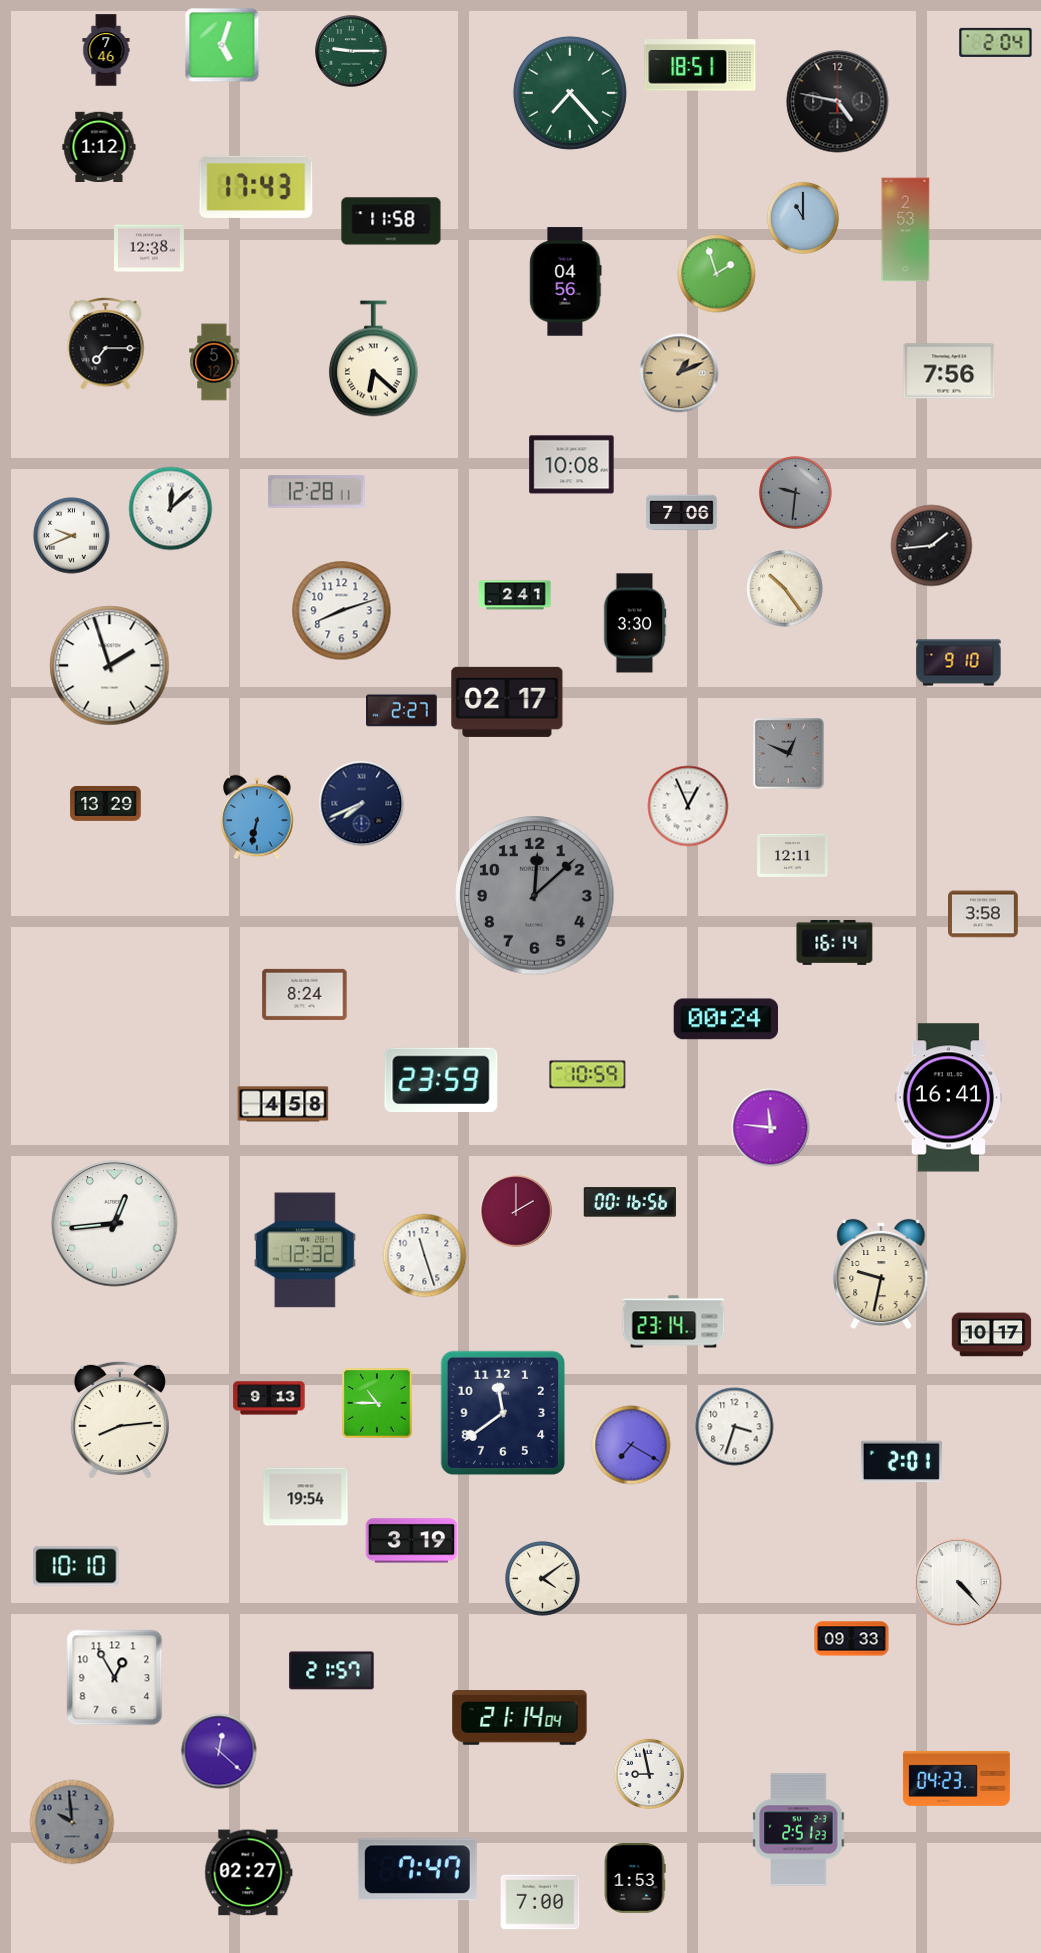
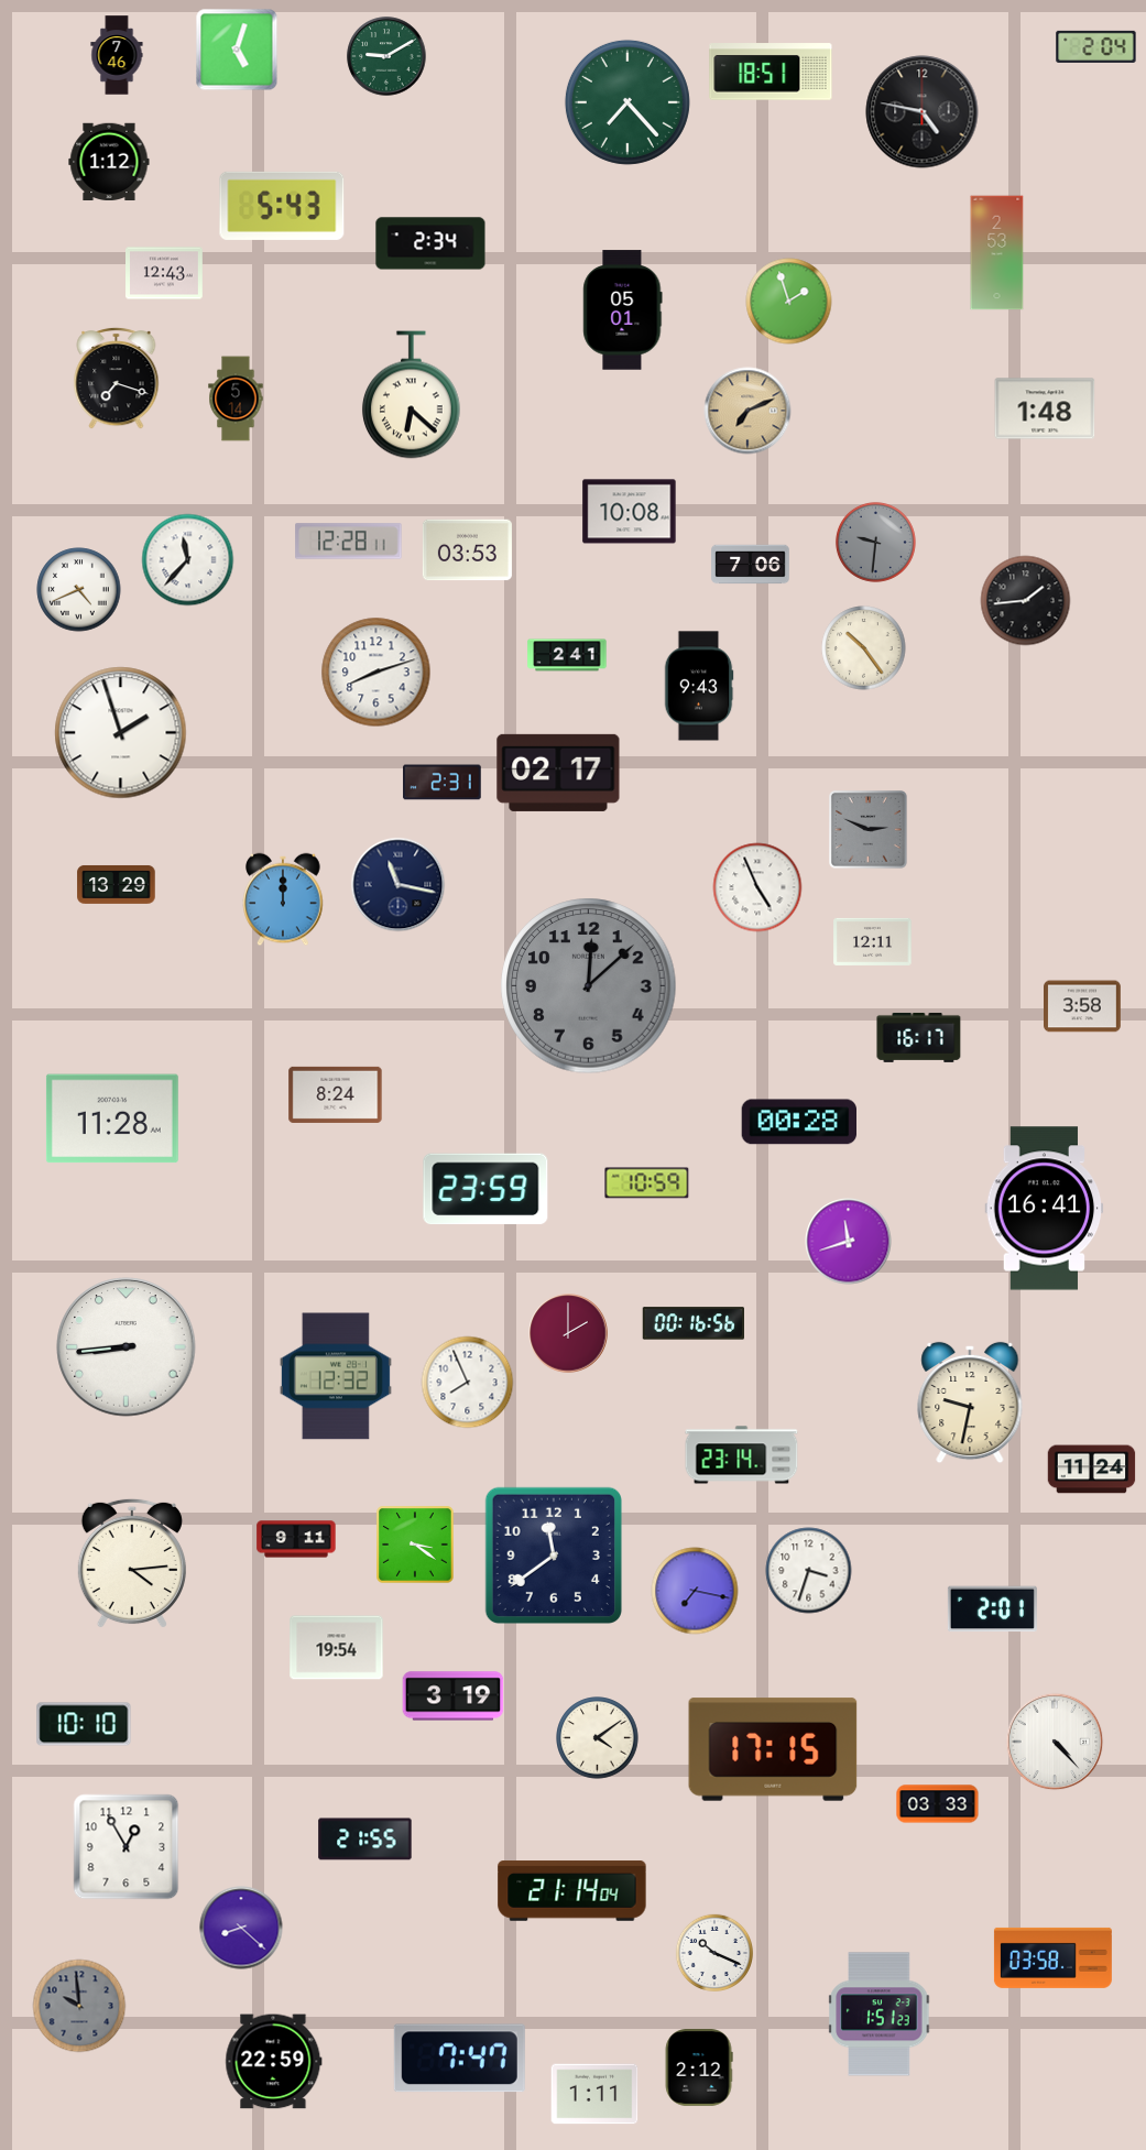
clock at (222, 45) position: (222, 45) -> (237, 50)
clock at (351, 51): 9:15 -> 9:10
clock at (256, 187): 17:43 -> 5:43
clock at (803, 218): 11:00 -> none
clock at (391, 221): 11:58 -> 2:34
clock at (150, 248): 12:38 -> 12:43
clock at (566, 282): 04:56 -> 05:01
clock at (106, 343): 7:15 -> 7:18
clock at (214, 362): 5:12 -> 5:14
clock at (949, 371): 7:56 -> 1:48
clock at (679, 373): 1:11 -> 7:11
clock at (467, 550): none -> 03:53
clock at (171, 509): 12:08 -> 11:37
clock at (72, 536): 9:41 -> 4:41
clock at (635, 623): 3:30 -> 9:43
clock at (959, 663): 9:10 -> none
clock at (402, 711): 2:27 -> 2:31
clock at (789, 754): 12:49 -> 2:49
clock at (362, 804): 7:41 -> 11:17
clock at (688, 806): 12:56 -> 4:56
clock at (257, 817): 6:32 -> 12:00
clock at (835, 942): 16:14 -> 16:17
clock at (112, 1118): none -> 11:28
clock at (726, 1019): 00:24 -> 00:28
clock at (283, 1104): 4:58 -> none
clock at (771, 1128): 11:46 -> 11:42
clock at (115, 1224): 12:44 -> 8:44
clock at (425, 1256): 11:27 -> 7:56
clock at (992, 1335): 10:17 -> 11:24
clock at (269, 1398): 9:13 -> 9:11
clock at (377, 1403): 10:45 -> 3:21
clock at (120, 1420): 8:14 -> 4:14
clock at (631, 1445): 7:20 -> 7:17
clock at (773, 1749): none -> 17:15
clock at (852, 1639): 09:33 -> 03:33
clock at (332, 1671): 21:57 -> 21:55
clock at (219, 1751): 12:22 -> 8:22
clock at (648, 1773): 8:58 -> 10:19
clock at (956, 1778): 04:23 -> 03:58
clock at (799, 1830): 2:51 -> 1:51
clock at (249, 1873): 02:27 -> 22:59
clock at (635, 1879): 1:53 -> 2:12
clock at (540, 1902): 7:00 -> 1:11
